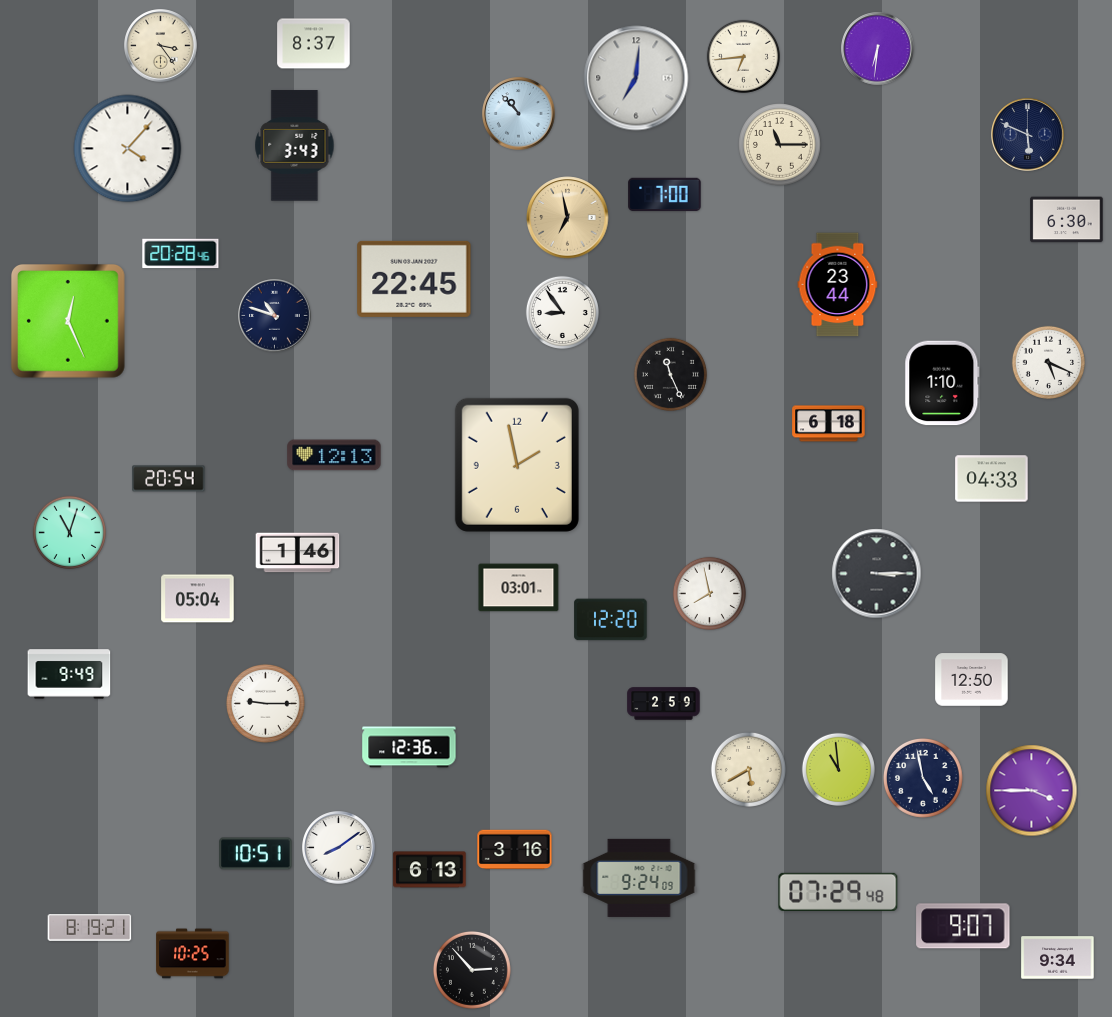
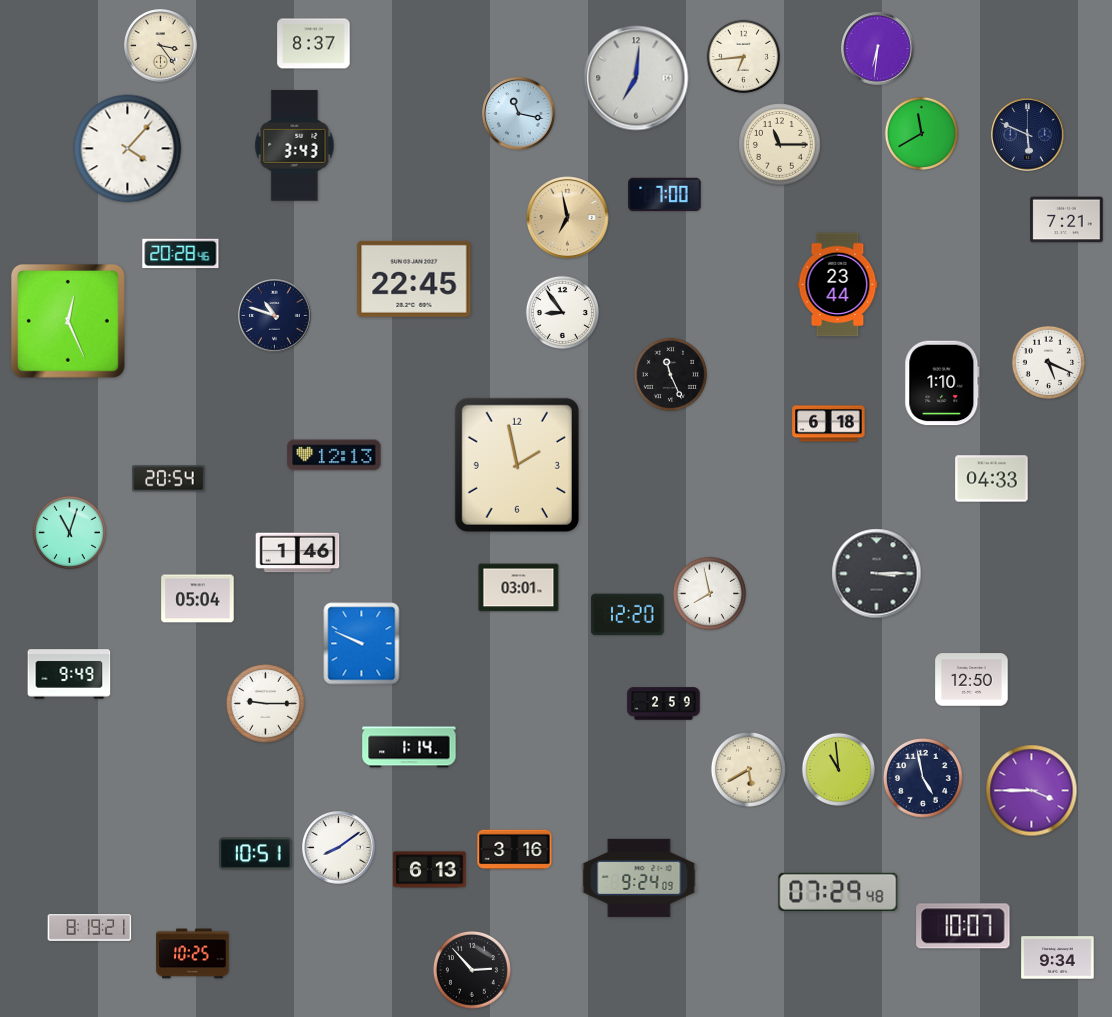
clock at (519, 114): 10:53 -> 11:17
clock at (921, 133): none -> 11:40
clock at (1067, 220): 6:30 -> 7:21
clock at (611, 620) position: (611, 620) -> (628, 615)
clock at (362, 644): none -> 9:49
clock at (409, 747): 12:36 -> 1:14
clock at (963, 926): 9:07 -> 10:07
